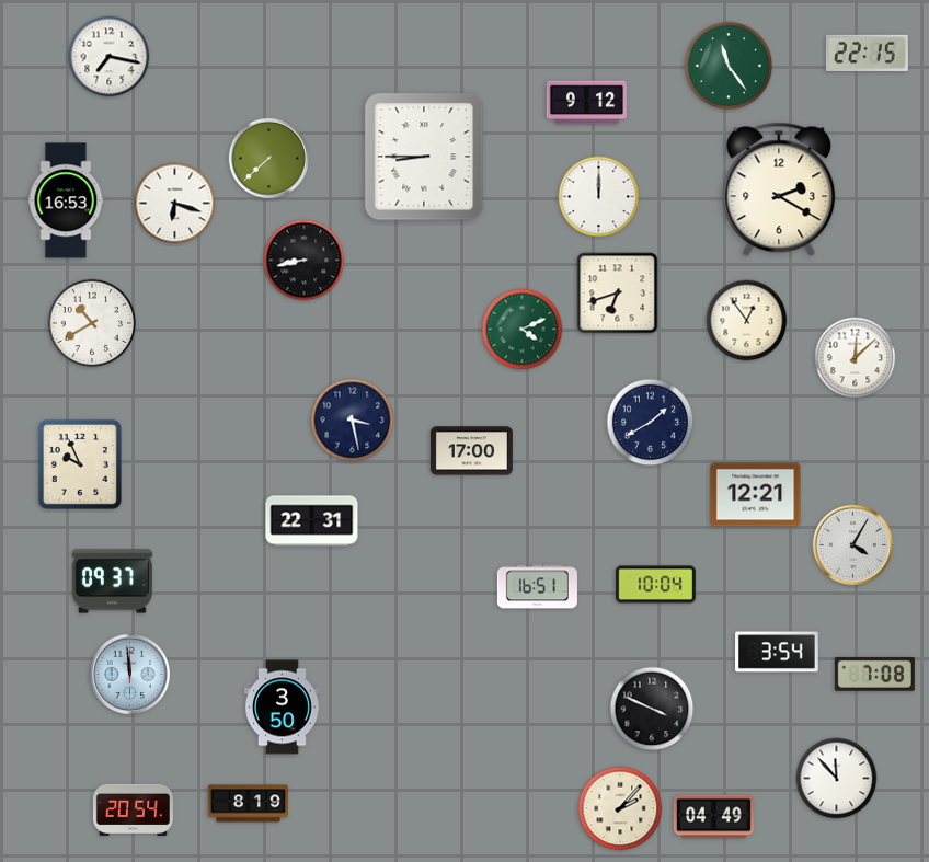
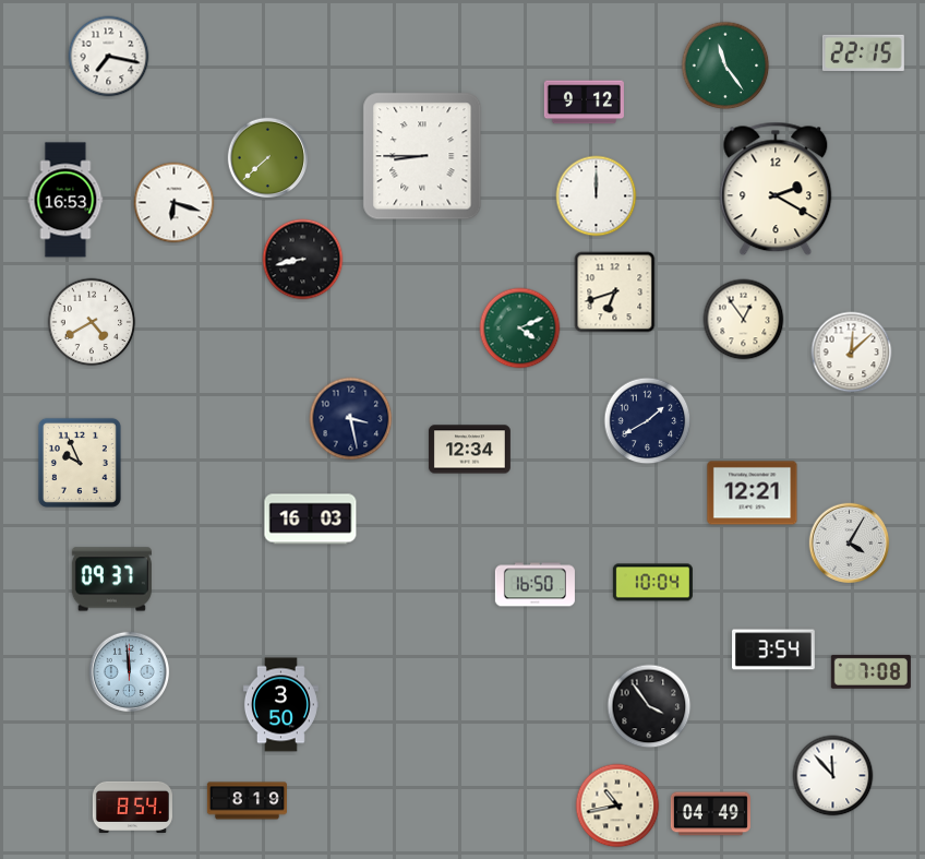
clock at (92, 323): 10:40 -> 4:40
clock at (856, 358) position: (856, 358) -> (852, 353)
clock at (471, 451): 17:00 -> 12:34
clock at (312, 521): 22:31 -> 16:03
clock at (537, 587): 16:51 -> 16:50
clock at (652, 709): 3:49 -> 3:54
clock at (620, 808): 2:07 -> 10:43
clock at (133, 809): 20:54 -> 8:54
